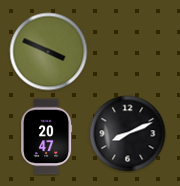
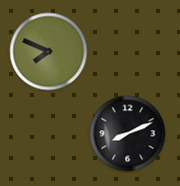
clock at (49, 52): 3:49 -> 7:49
clock at (47, 137): 20:47 -> none
